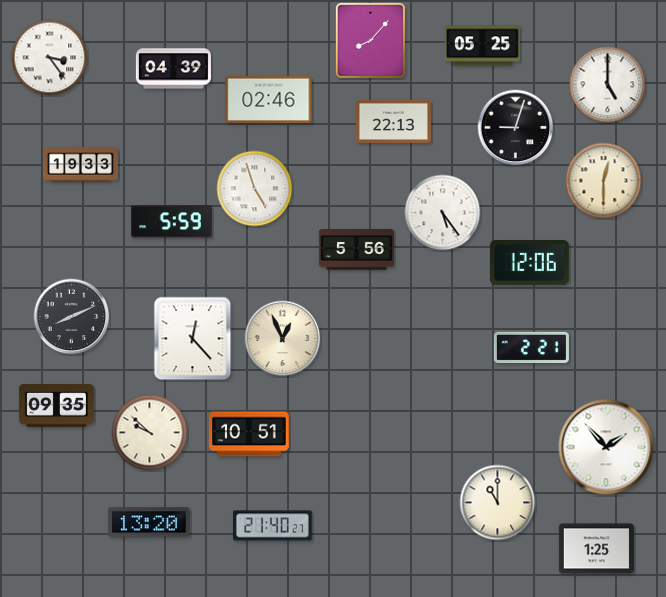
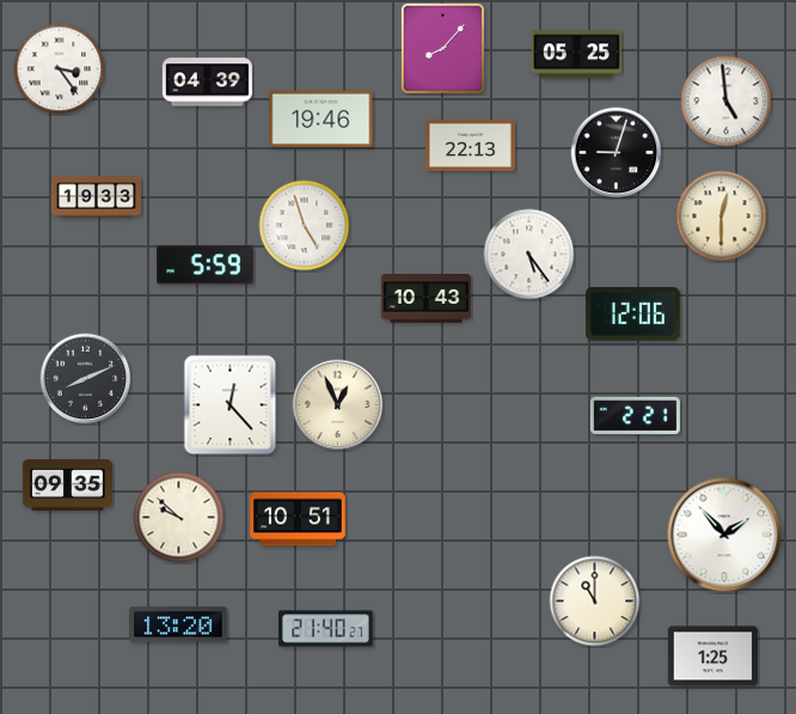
clock at (608, 85): 5:00 -> 4:59
clock at (269, 99): 02:46 -> 19:46
clock at (356, 250): 5:56 -> 10:43
